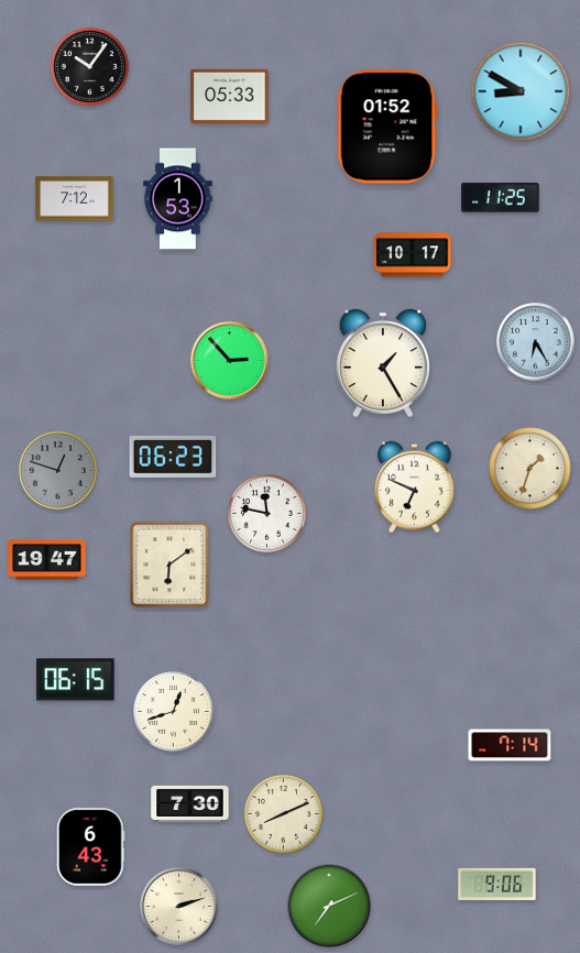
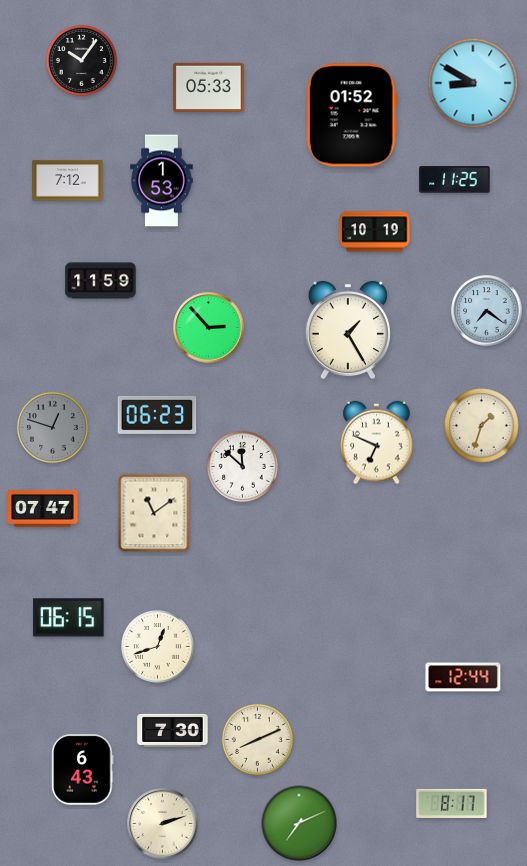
clock at (413, 255): 10:17 -> 10:19
clock at (101, 281): none -> 11:59
clock at (536, 342): 6:25 -> 7:21
clock at (266, 513): 11:47 -> 11:52
clock at (47, 560): 19:47 -> 07:47
clock at (169, 565): 6:09 -> 11:09
clock at (510, 745): 7:14 -> 12:44
clock at (497, 884): 9:06 -> 8:17
